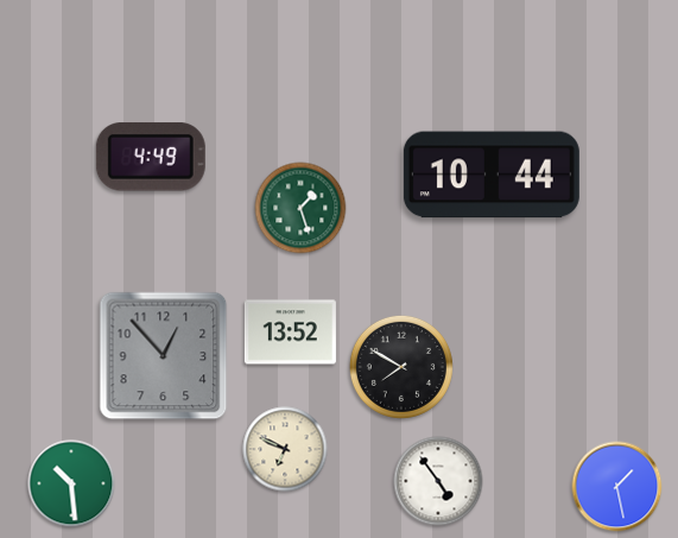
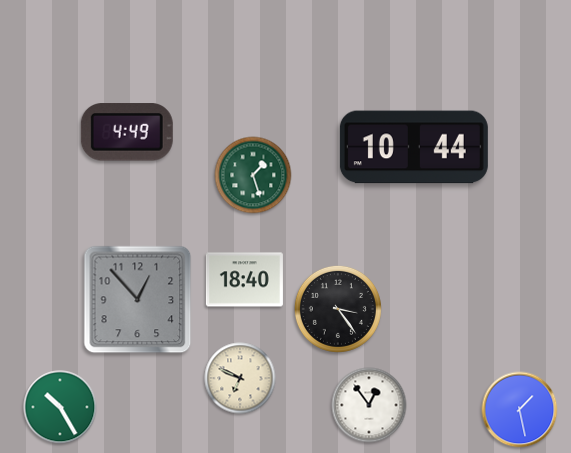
clock at (290, 333): 13:52 -> 18:40
clock at (401, 367): 7:50 -> 3:24
clock at (438, 481): 4:54 -> 12:54
clock at (71, 483): 10:29 -> 10:25
